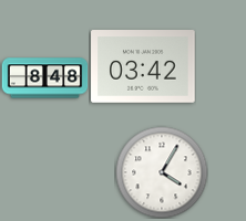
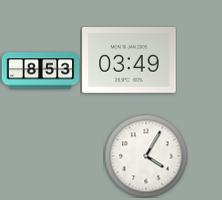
clock at (143, 67): 03:42 -> 03:49
clock at (44, 78): 8:48 -> 8:53
